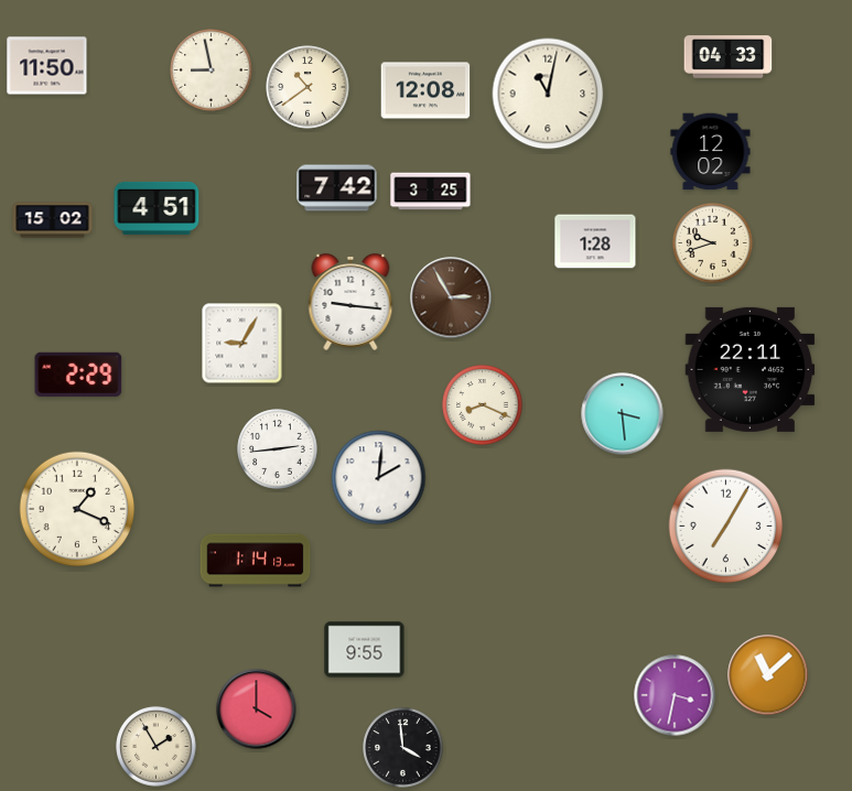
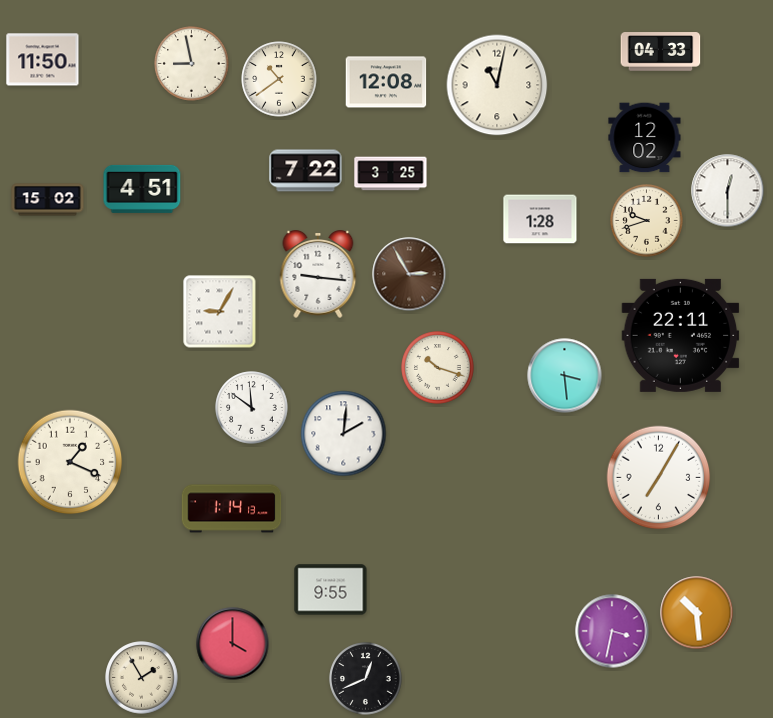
clock at (337, 188): 7:42 -> 7:22
clock at (728, 191): none -> 12:30
clock at (451, 297) position: (451, 297) -> (409, 274)
clock at (78, 375): 2:29 -> none
clock at (483, 405): 8:19 -> 10:18
clock at (278, 449): 2:44 -> 11:51
clock at (768, 675): 11:08 -> 10:29
clock at (403, 748): 3:59 -> 12:41
